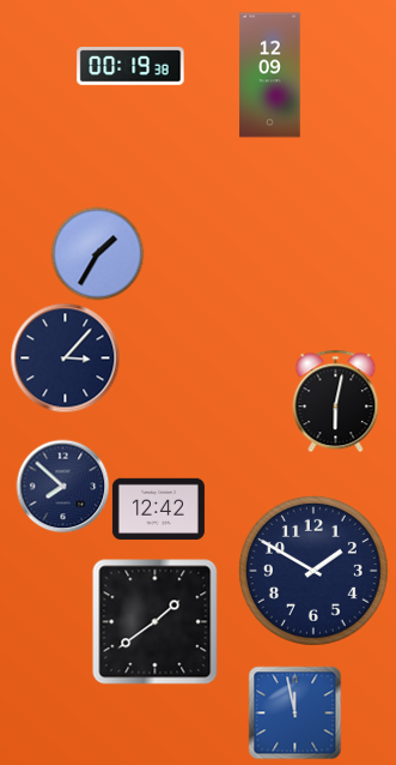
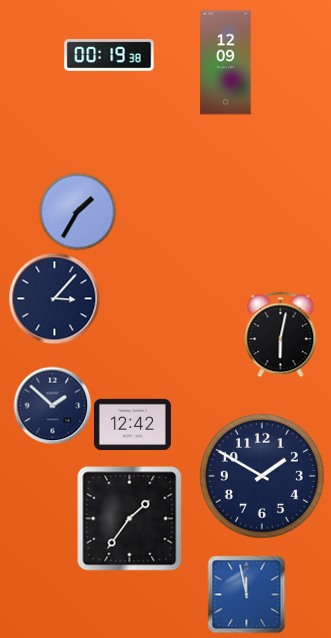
clock at (97, 253) position: (97, 253) -> (77, 211)
clock at (62, 486): 7:52 -> 1:52
clock at (154, 622): 1:39 -> 1:36
